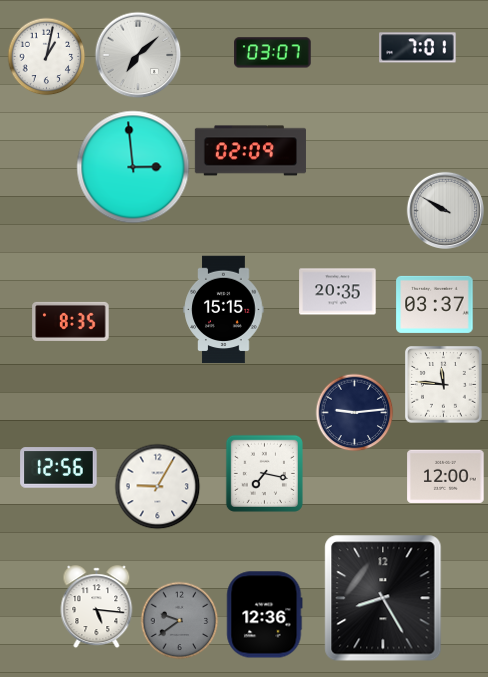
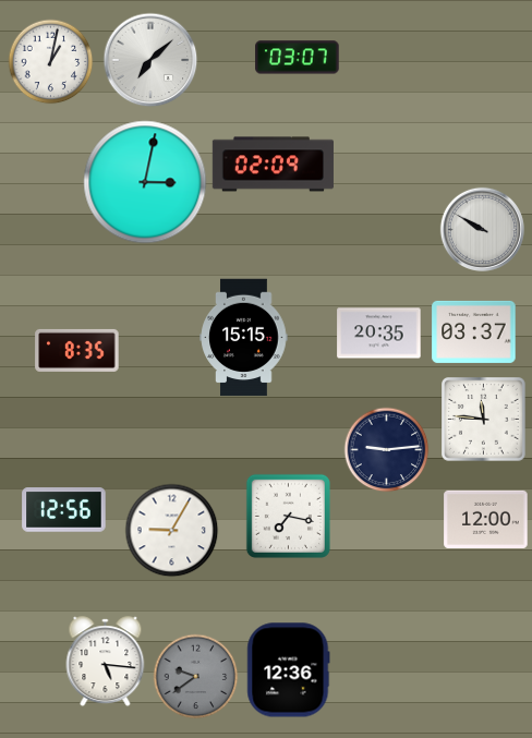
clock at (418, 48): 7:01 -> none
clock at (133, 167): 2:59 -> 3:02
clock at (445, 210) position: (445, 210) -> (482, 229)
clock at (338, 292) position: (338, 292) -> (379, 334)
clock at (383, 598): 8:25 -> none
